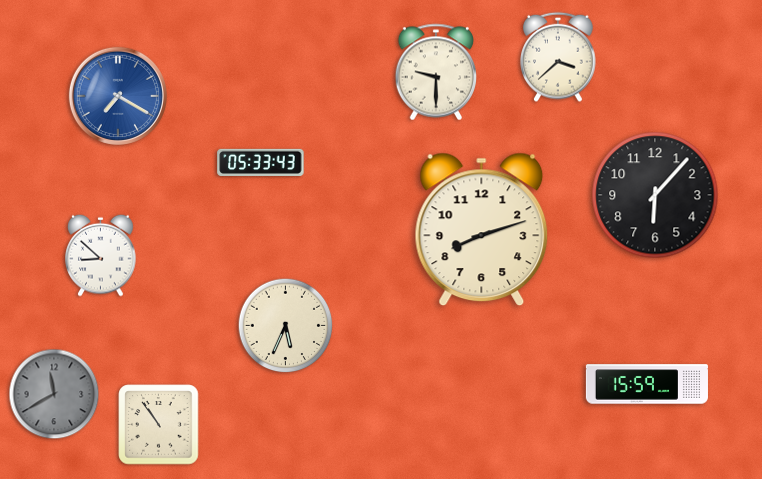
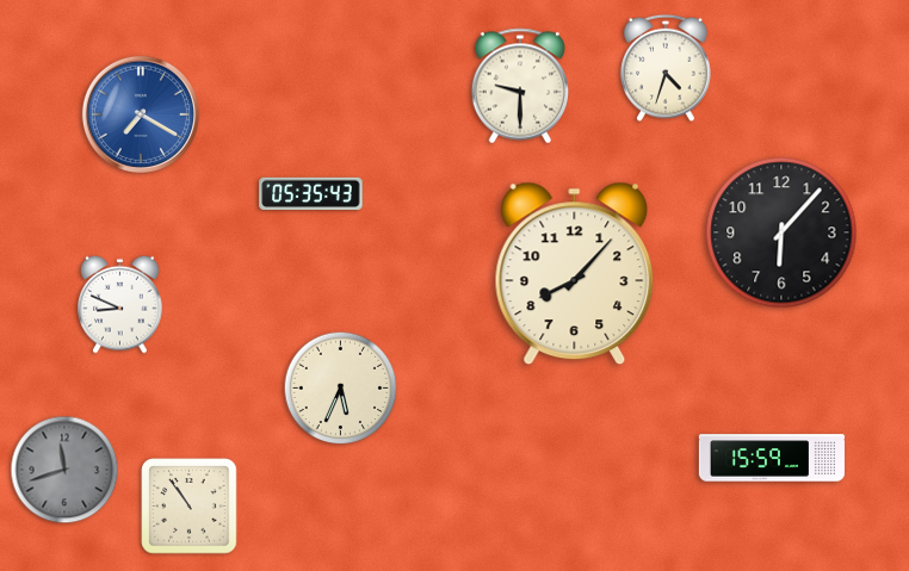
clock at (558, 57): 3:38 -> 4:33
clock at (261, 162): 05:33 -> 05:35
clock at (482, 230): 8:12 -> 8:07
clock at (101, 255): 8:52 -> 8:49
clock at (54, 394): 11:40 -> 11:42
